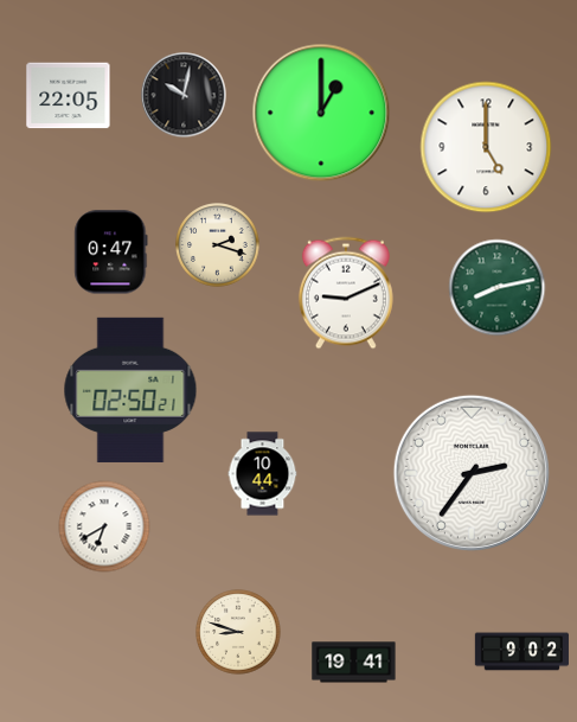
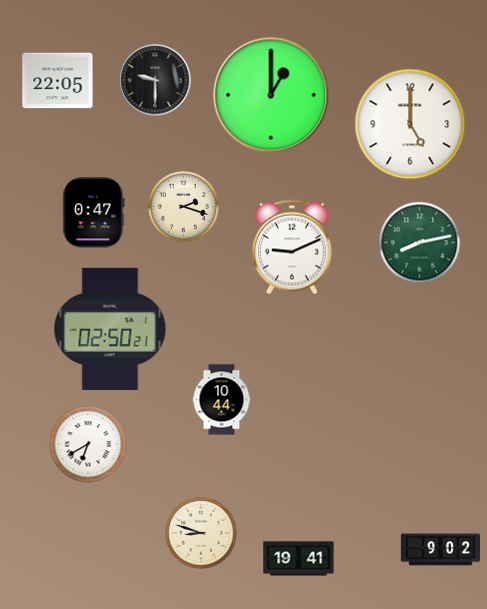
clock at (184, 95): 10:02 -> 9:30
clock at (472, 473): 2:36 -> none
